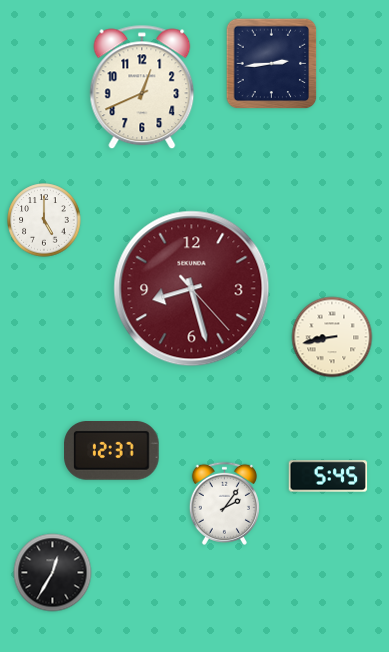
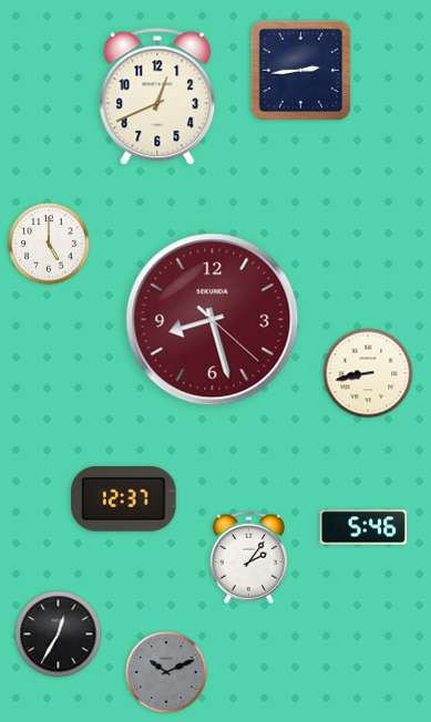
clock at (192, 289): 8:27:23 -> 8:27:22
clock at (328, 476): 5:45 -> 5:46
clock at (166, 672): none -> 10:11
